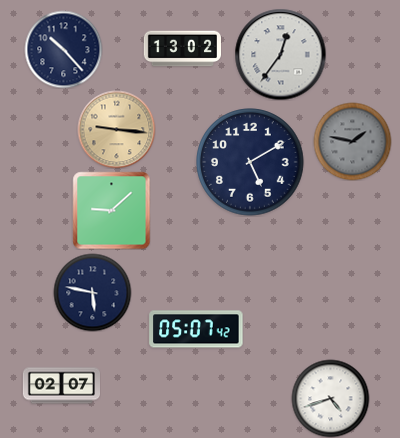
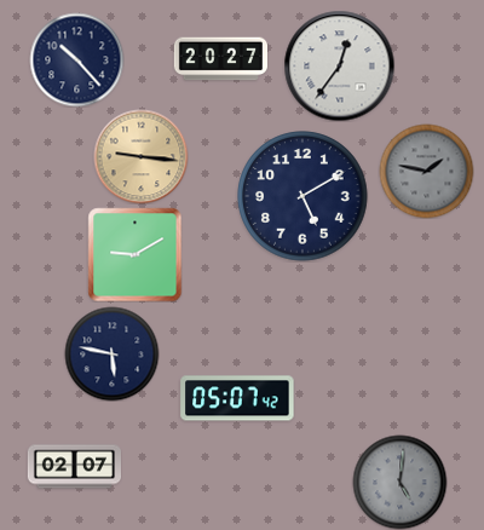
clock at (182, 49): 13:02 -> 20:27
clock at (111, 210): 9:08 -> 9:10
clock at (330, 398): 4:42 -> 5:01
clock at (330, 398) dial: white -> grey
